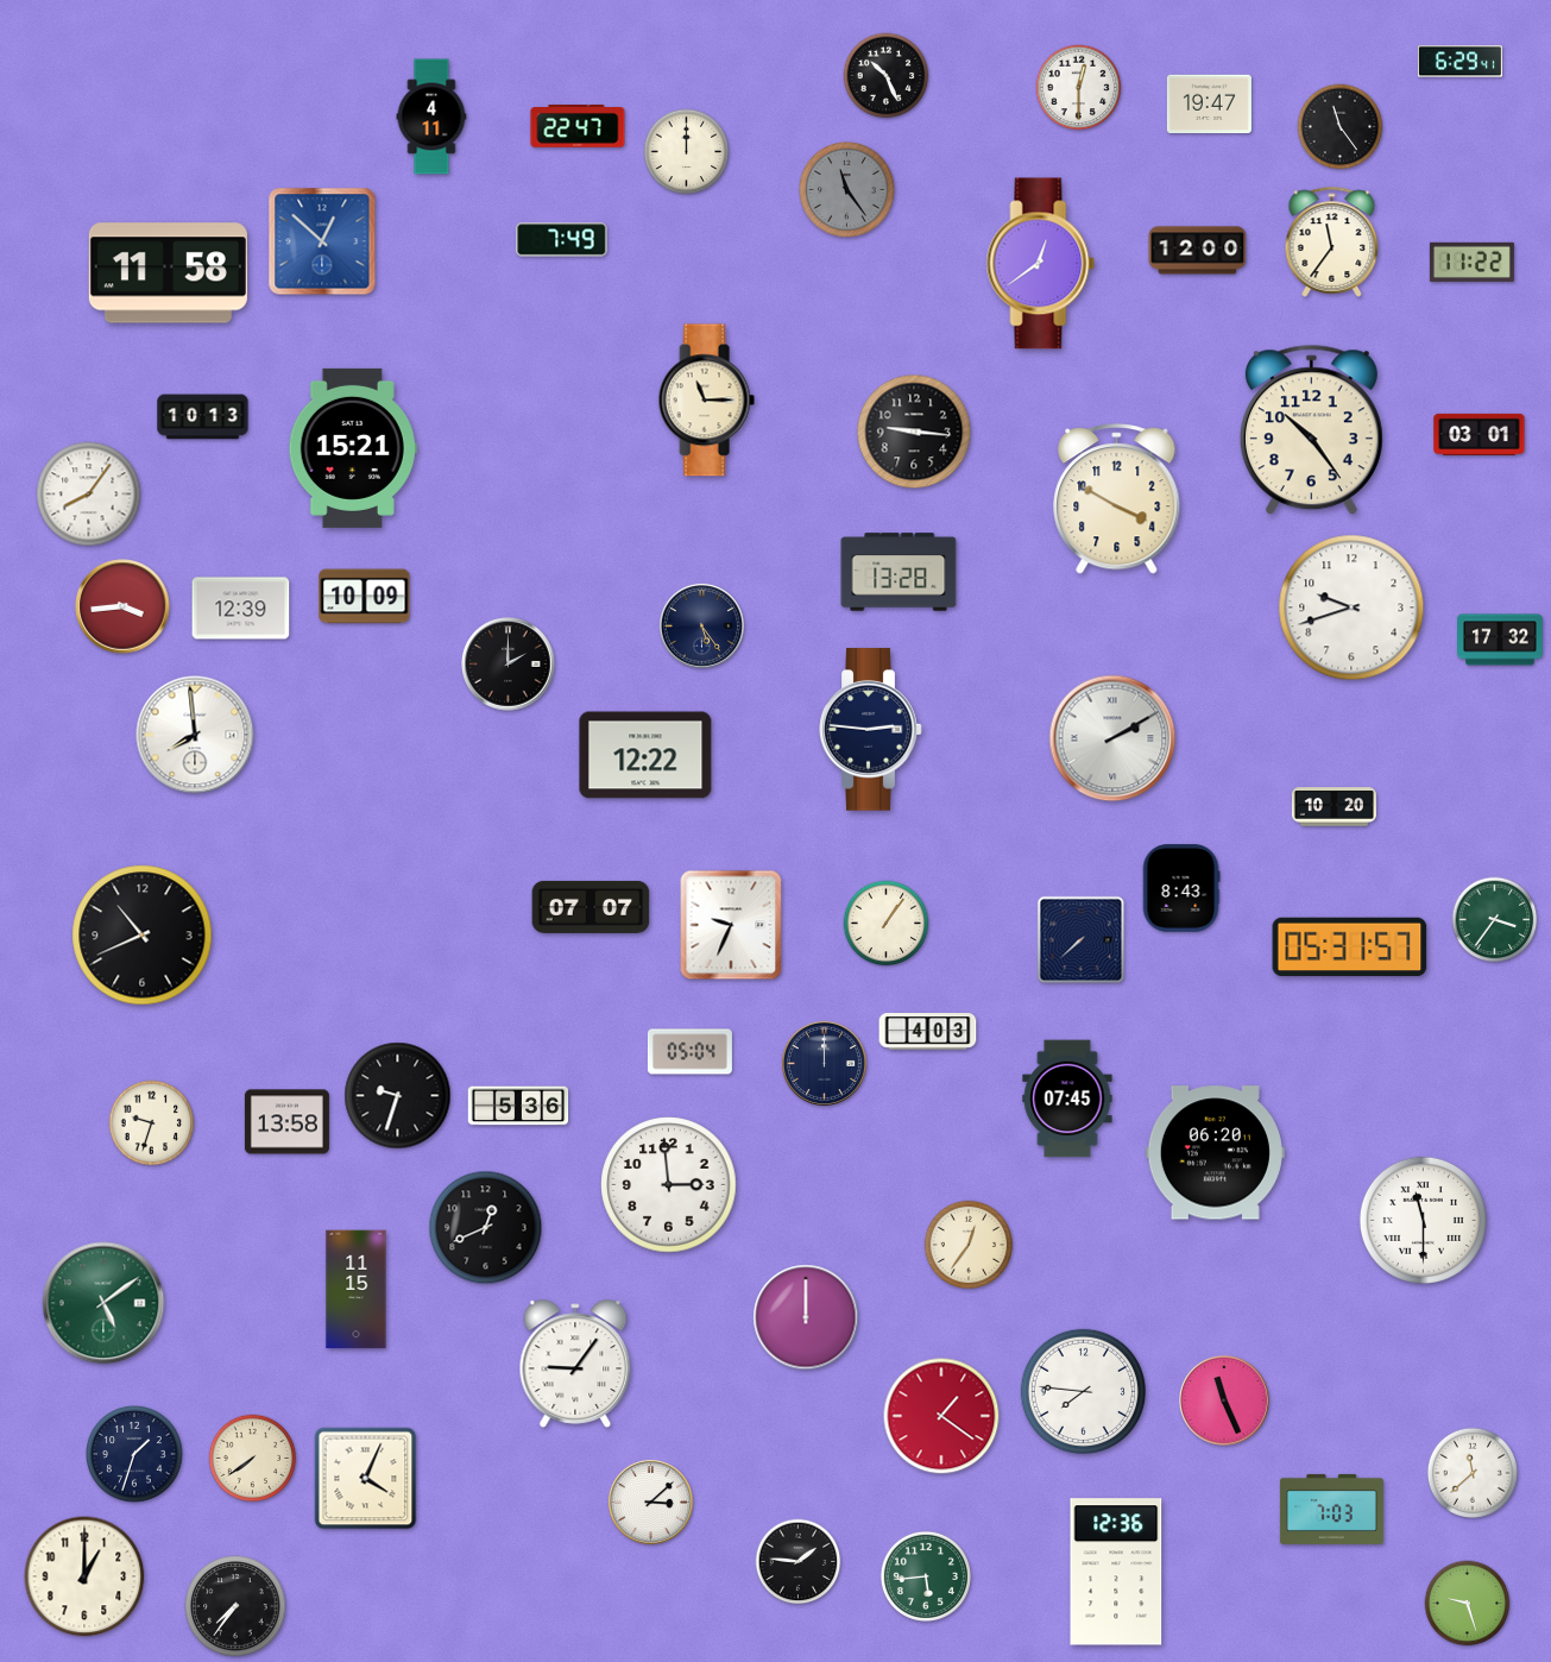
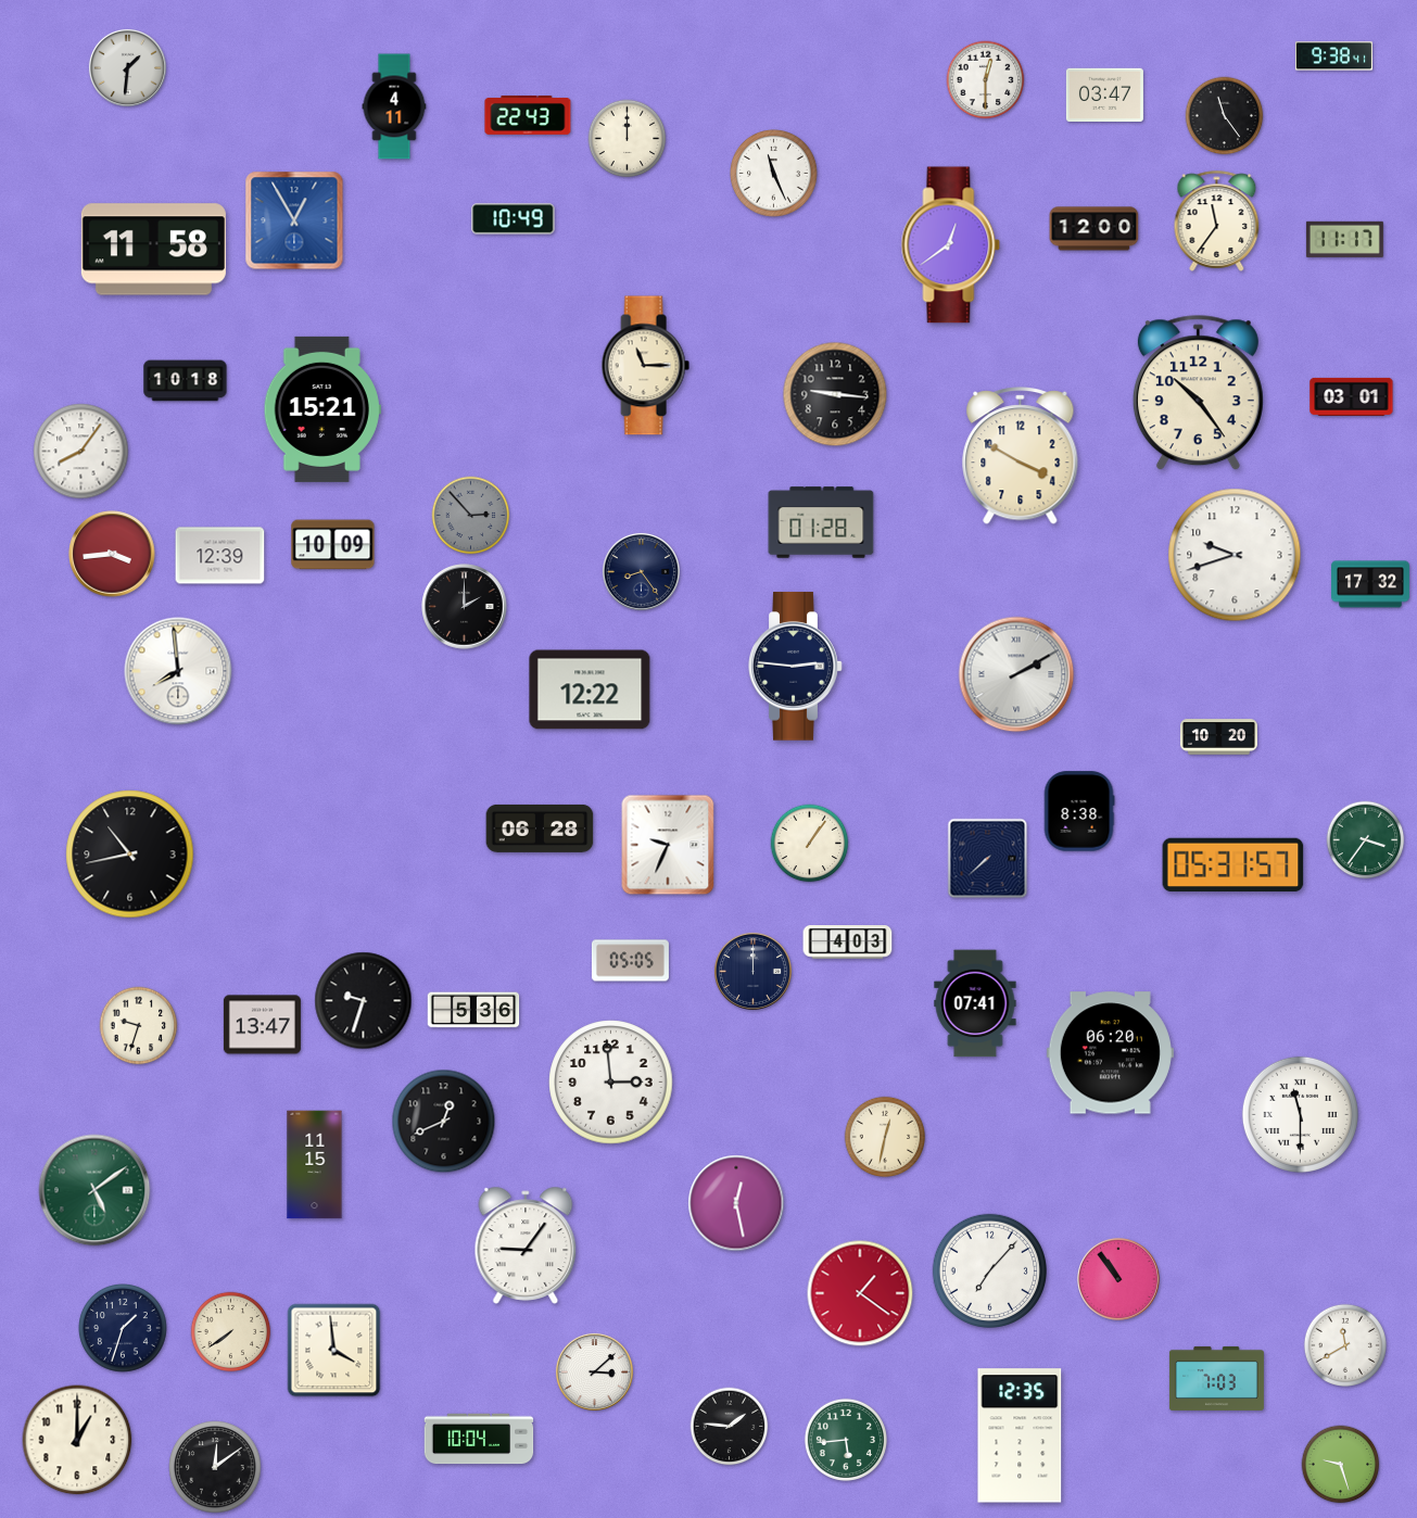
clock at (1459, 62): 6:29 -> 9:38
clock at (127, 67): none -> 1:31
clock at (887, 76): 10:26 -> none
clock at (1209, 103): 19:47 -> 03:47
clock at (578, 127): 22:47 -> 22:43
clock at (847, 190): 11:24 -> 11:26
clock at (847, 190) dial: grey -> white
clock at (562, 240): 7:49 -> 10:49
clock at (322, 241): 12:52 -> 12:55
clock at (1471, 262): 11:22 -> 11:17
clock at (1041, 264) position: (1041, 264) -> (951, 245)
clock at (203, 417): 10:13 -> 10:18
clock at (471, 516): none -> 2:53
clock at (899, 572): 13:28 -> 01:28
clock at (701, 625): 5:24 -> 8:24
clock at (1181, 888): 8:43 -> 8:38
clock at (591, 907): 07:07 -> 06:28
clock at (143, 936): 10:41 -> 10:43
clock at (689, 1052): 05:04 -> 05:05
clock at (1067, 1098): 07:45 -> 07:41
clock at (286, 1122): 13:58 -> 13:47
clock at (969, 1245): 12:36 -> 12:32
clock at (357, 1290) position: (357, 1290) -> (315, 1165)
clock at (806, 1317): 12:00 -> 12:28
clock at (1083, 1391): 7:46 -> 7:07
clock at (1225, 1402): 11:26 -> 10:54
clock at (1473, 1473): 11:38 -> 11:40
clock at (366, 1479): 4:04 -> 3:59
clock at (1116, 1572): 12:36 -> 12:35
clock at (479, 1439): none -> 10:04
clock at (235, 1606): 7:36 -> 12:09
